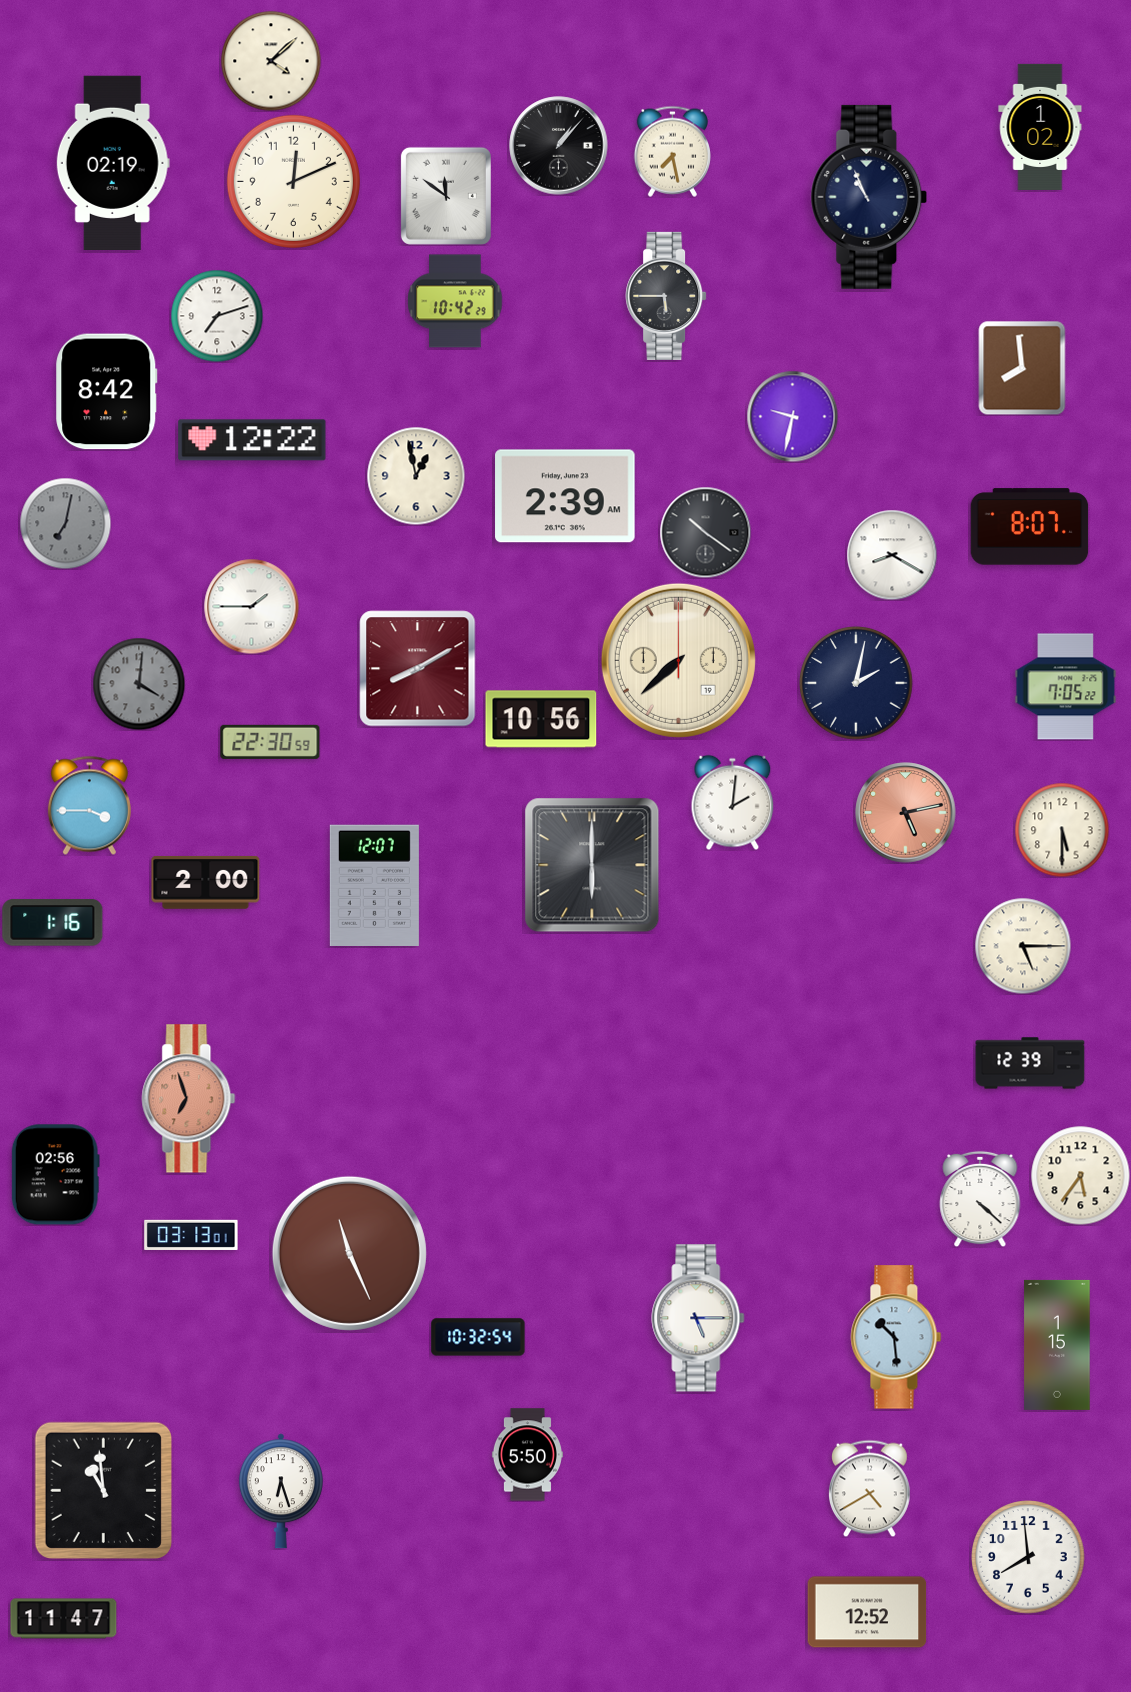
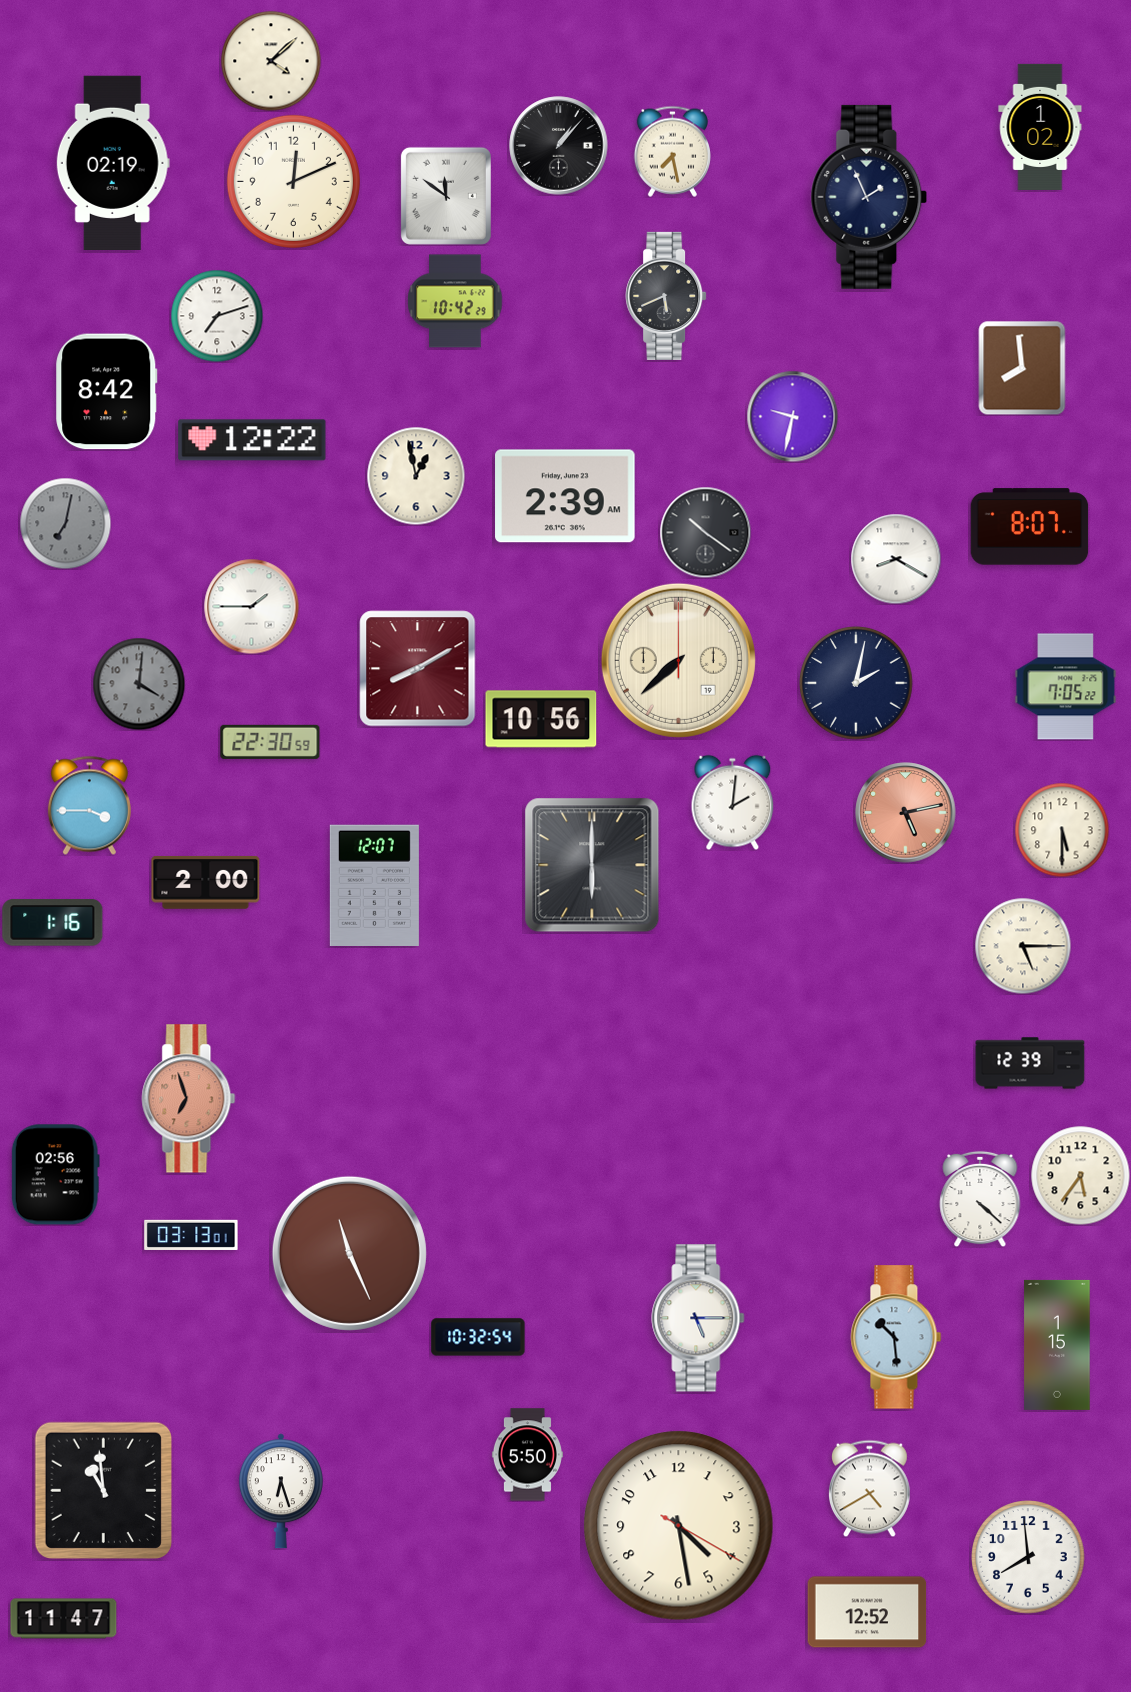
clock at (869, 197): 10:56 -> 1:56
clock at (666, 296): 5:45 -> 5:41
clock at (892, 555) position: (892, 555) -> (896, 559)
clock at (679, 1526): none -> 4:28
